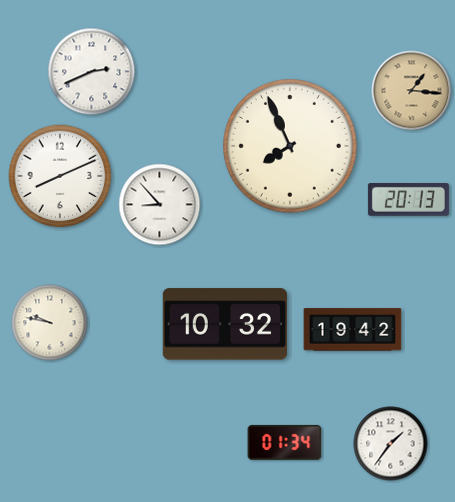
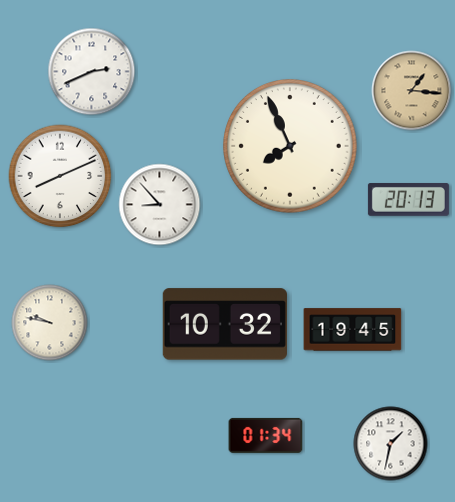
clock at (353, 330): 19:42 -> 19:45
clock at (285, 442) position: (285, 442) -> (266, 435)
clock at (391, 444): 1:36 -> 1:32
